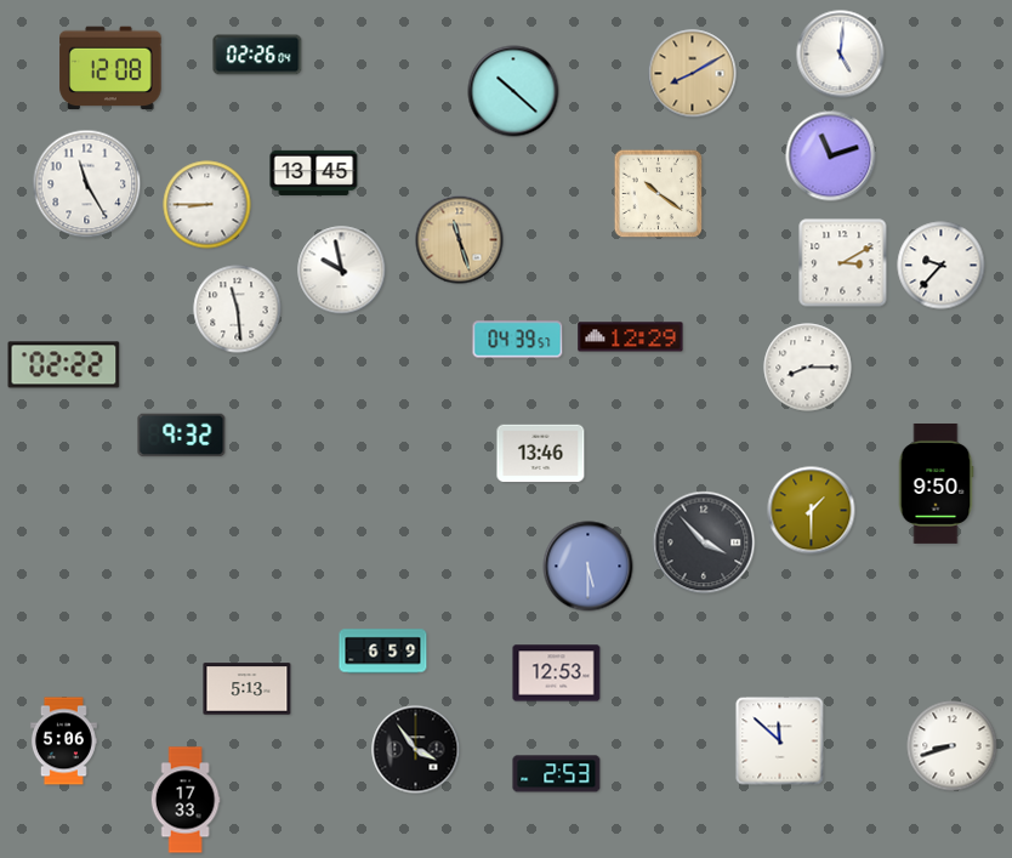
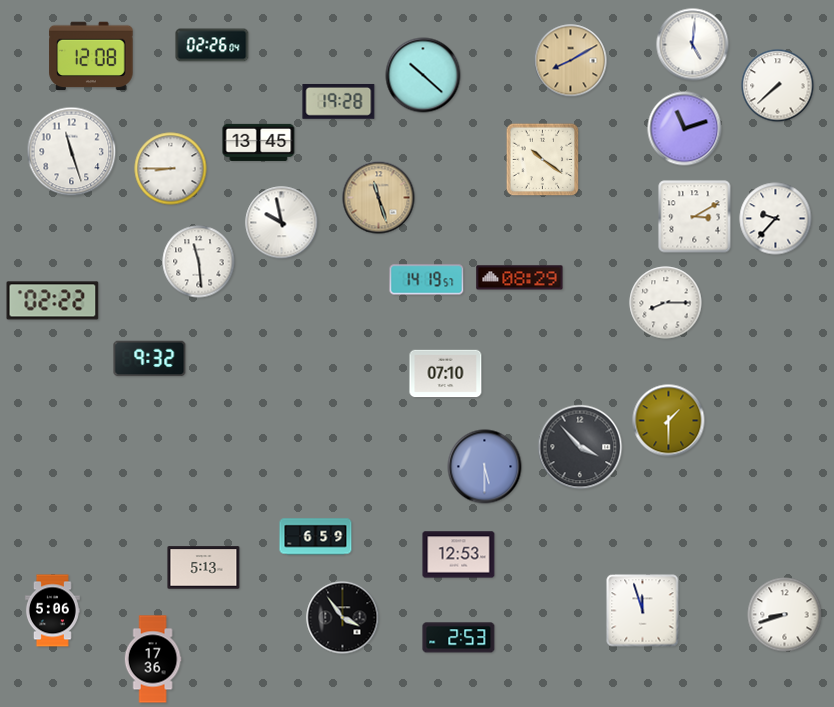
clock at (778, 86): none -> 7:38
clock at (339, 101): none -> 19:28
clock at (87, 184): 11:25 -> 11:27
clock at (238, 309) position: (238, 309) -> (199, 262)
clock at (631, 337): 12:29 -> 08:29
clock at (518, 340): 04:39 -> 14:19
clock at (541, 454): 13:46 -> 07:10
clock at (936, 483): 9:50 -> none
clock at (780, 741): 11:52 -> 11:57
clock at (186, 800): 17:33 -> 17:36
